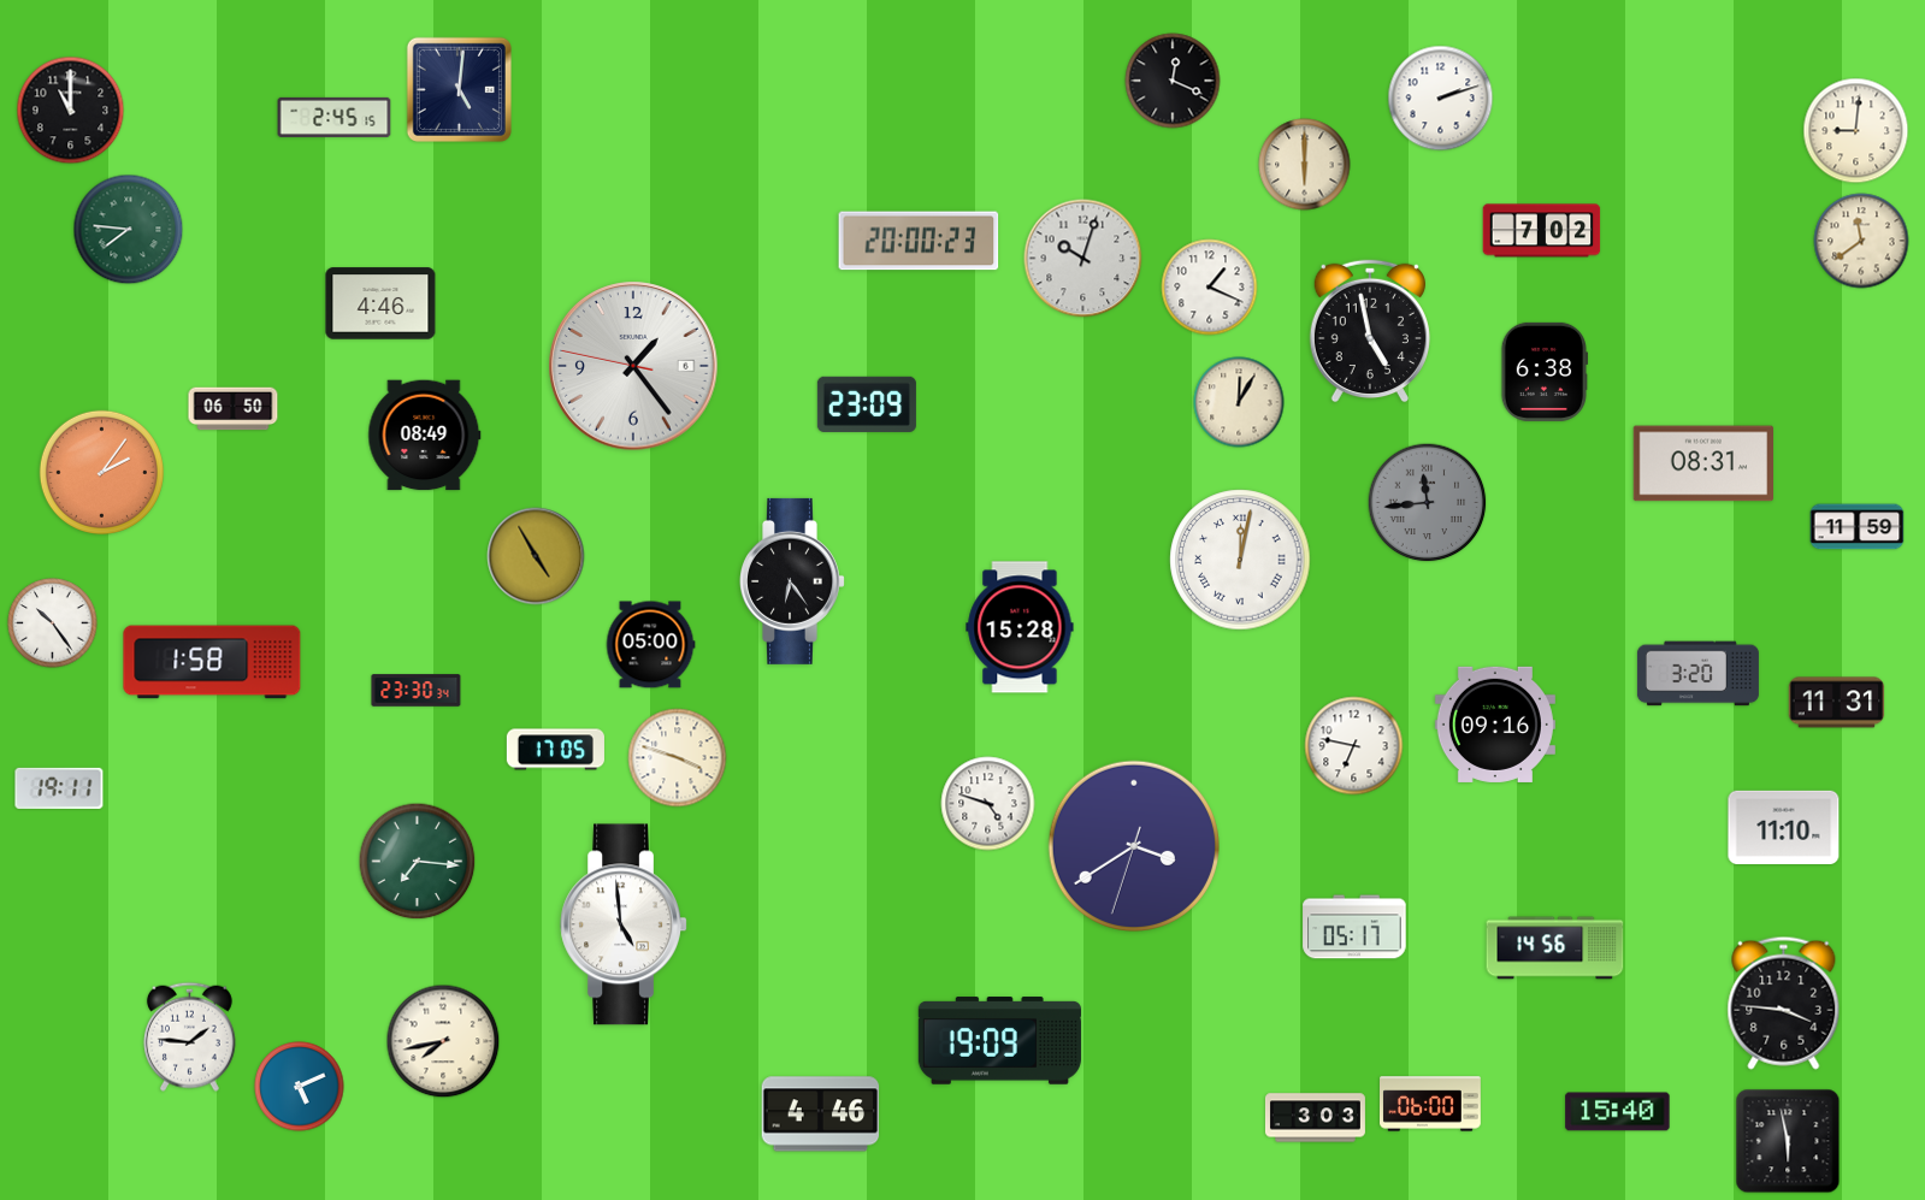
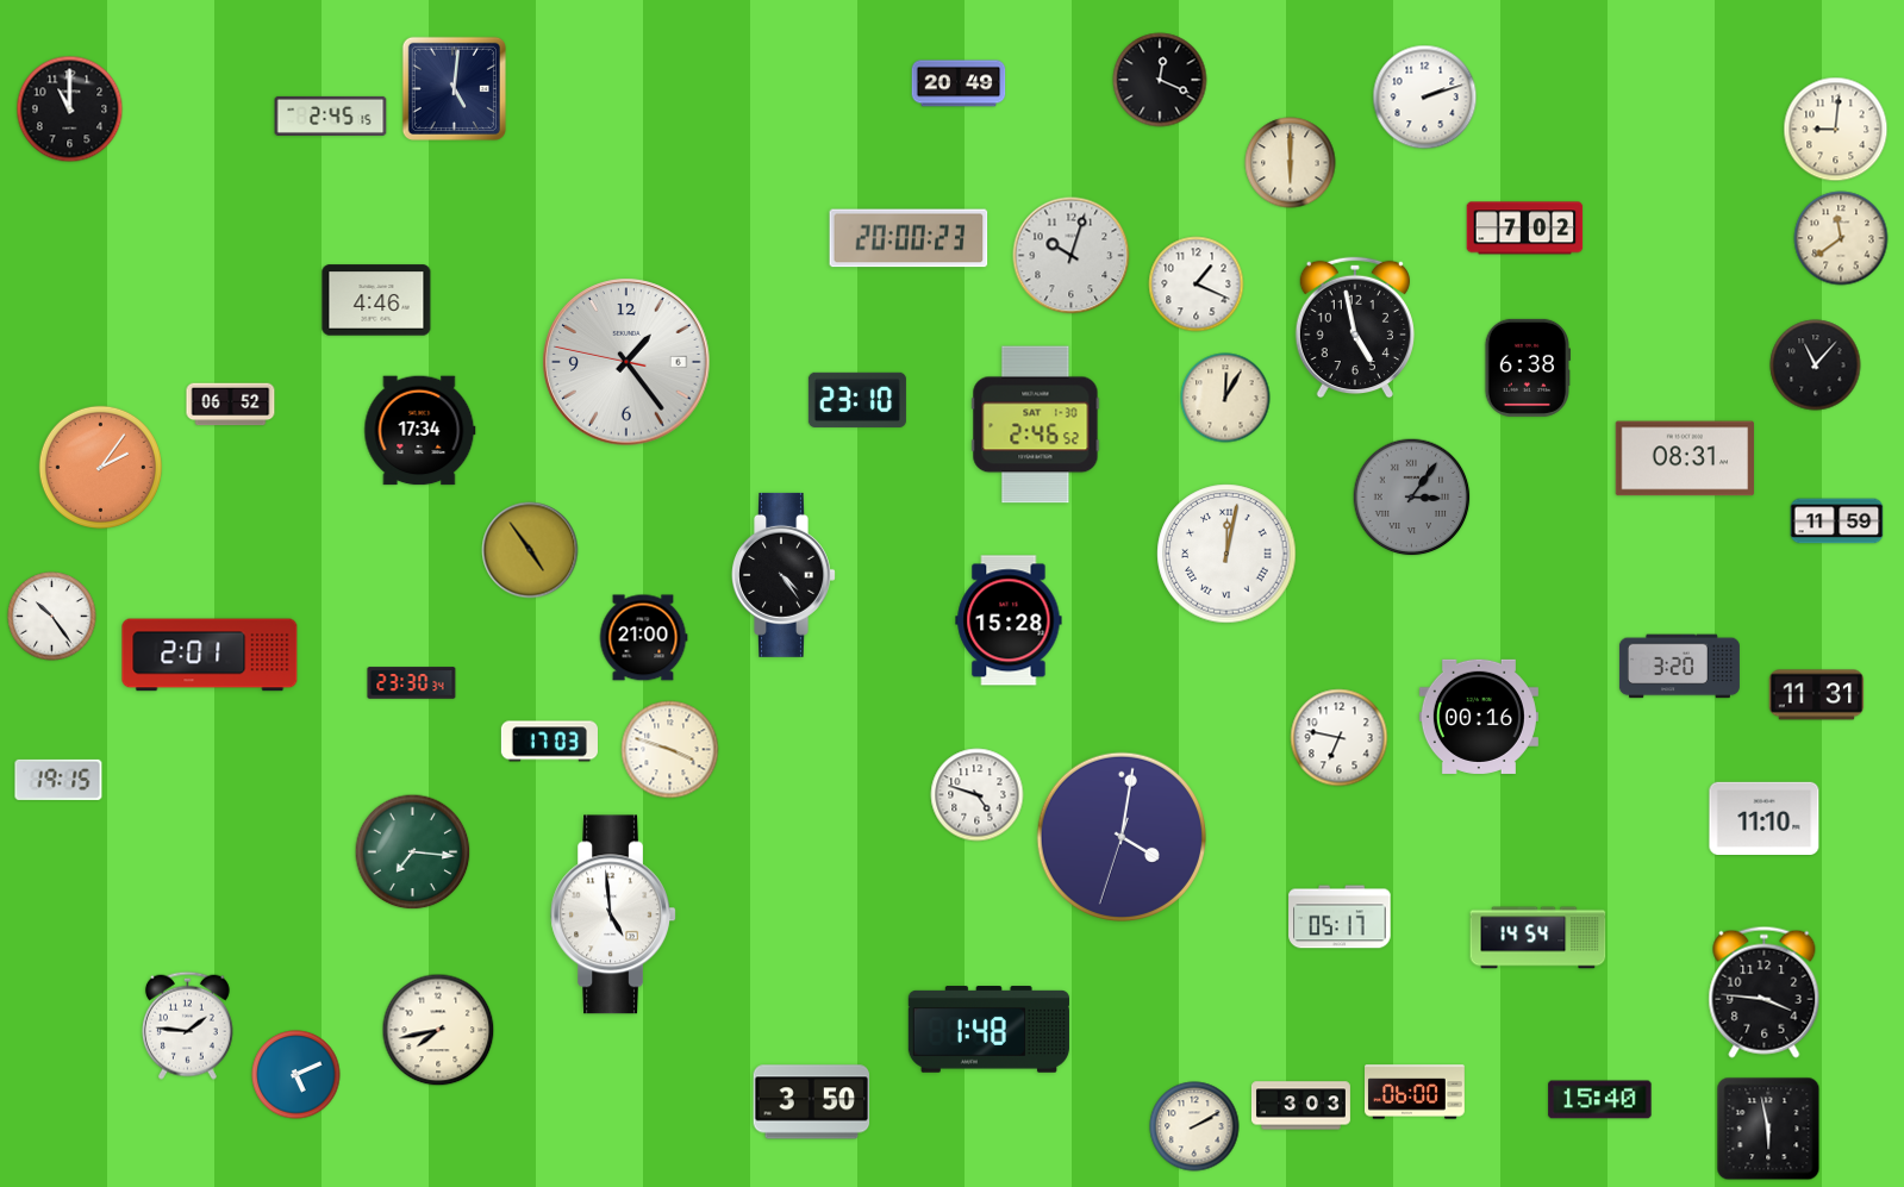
clock at (959, 83): none -> 20:49
clock at (129, 230): 7:46 -> none
clock at (1816, 366): none -> 11:07
clock at (867, 404): 23:09 -> 23:10
clock at (234, 409): 06:50 -> 06:52
clock at (1036, 425): none -> 2:46
clock at (425, 436): 08:49 -> 17:34
clock at (1428, 503): 11:44 -> 3:06
clock at (536, 556): 4:55 -> 4:54
clock at (793, 581): 6:24 -> 4:24
clock at (650, 645): 05:00 -> 21:00
clock at (212, 662): 1:58 -> 2:01
clock at (1495, 725): 09:16 -> 00:16
clock at (555, 750): 17:05 -> 17:03
clock at (59, 788): 19:11 -> 19:15
clock at (1133, 845): 3:39 -> 4:01
clock at (624, 924) position: (624, 924) -> (613, 914)
clock at (1555, 948): 14:56 -> 14:54
clock at (999, 1041): 19:09 -> 1:48
clock at (821, 1115): 4:46 -> 3:50
clock at (1194, 1126): none -> 2:10
